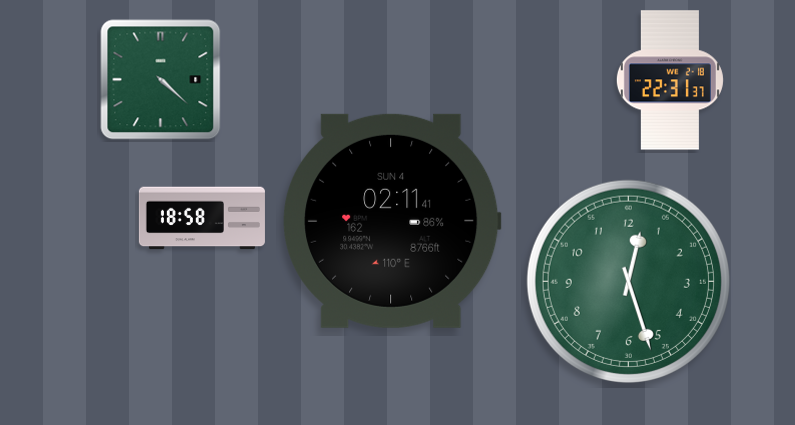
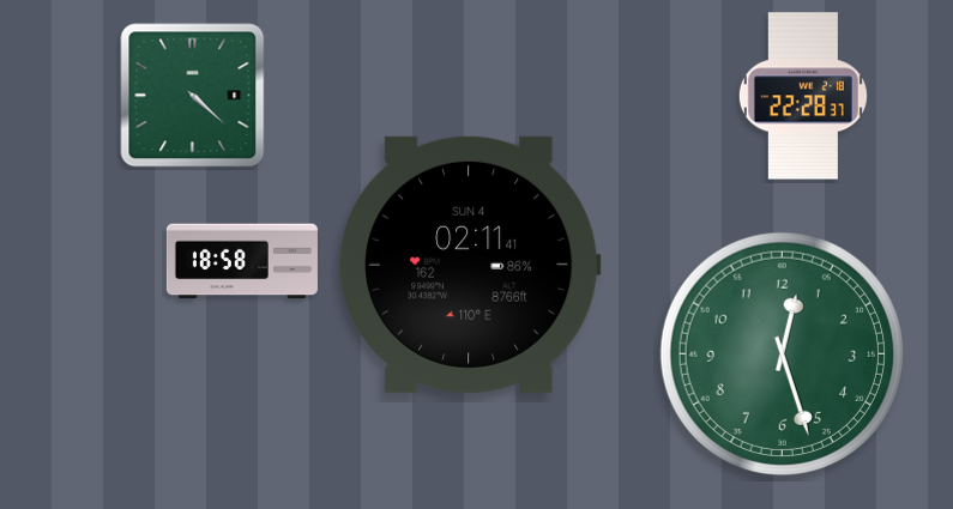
clock at (670, 80): 22:31 -> 22:28
clock at (628, 281) position: (628, 281) -> (782, 353)
